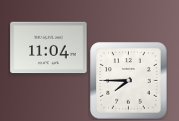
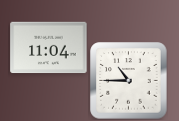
clock at (129, 81): 7:45 -> 10:45
